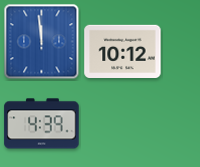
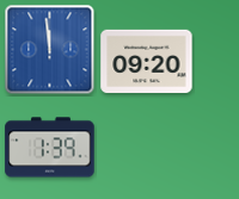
clock at (123, 51): 10:12 -> 09:20
clock at (42, 124): 4:39 -> 1:39
